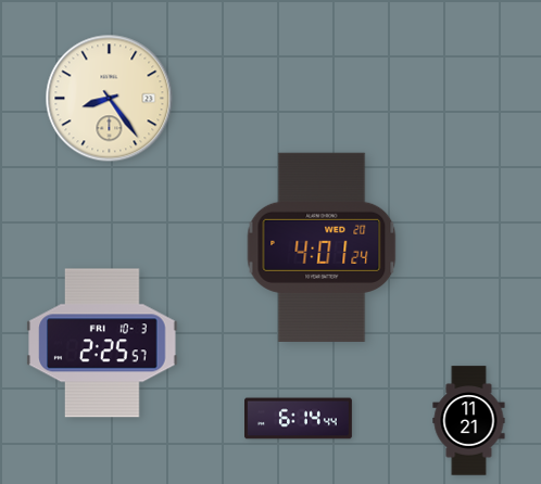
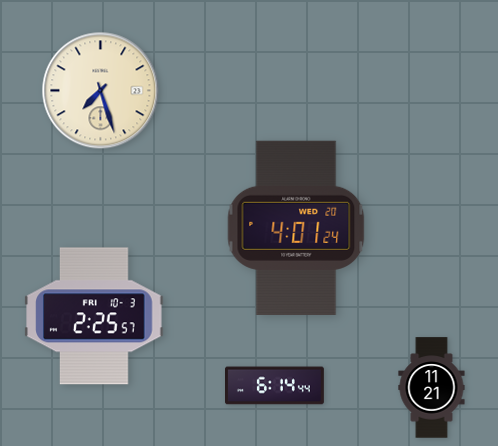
clock at (110, 99): 8:24 -> 7:27
